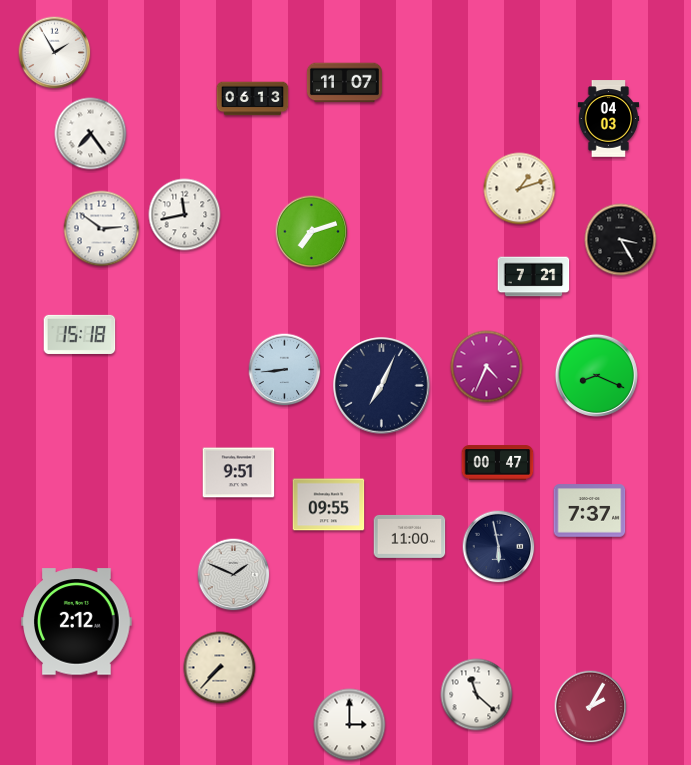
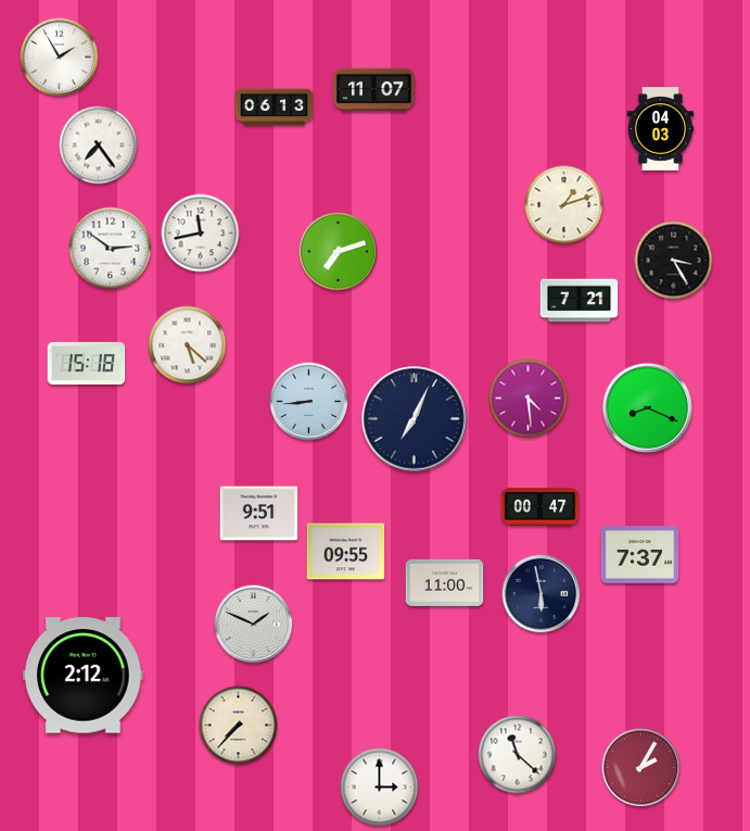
clock at (188, 345): none -> 5:22
clock at (487, 367): 4:34 -> 4:29
clock at (498, 463) position: (498, 463) -> (541, 507)
clock at (329, 505) position: (329, 505) -> (346, 552)
